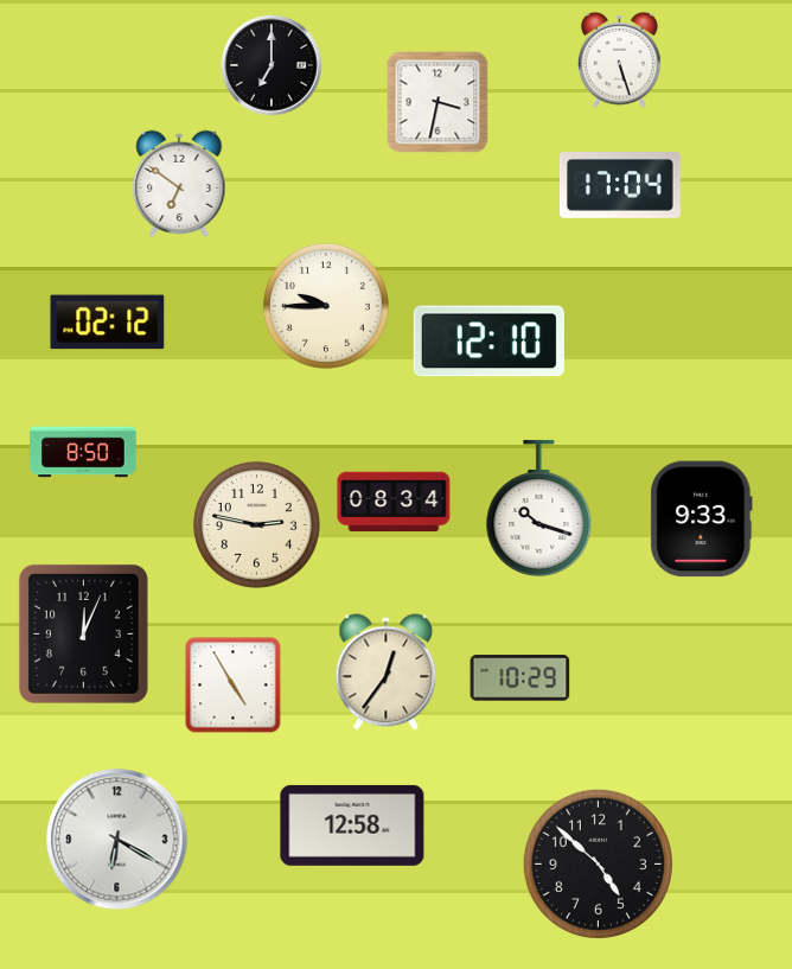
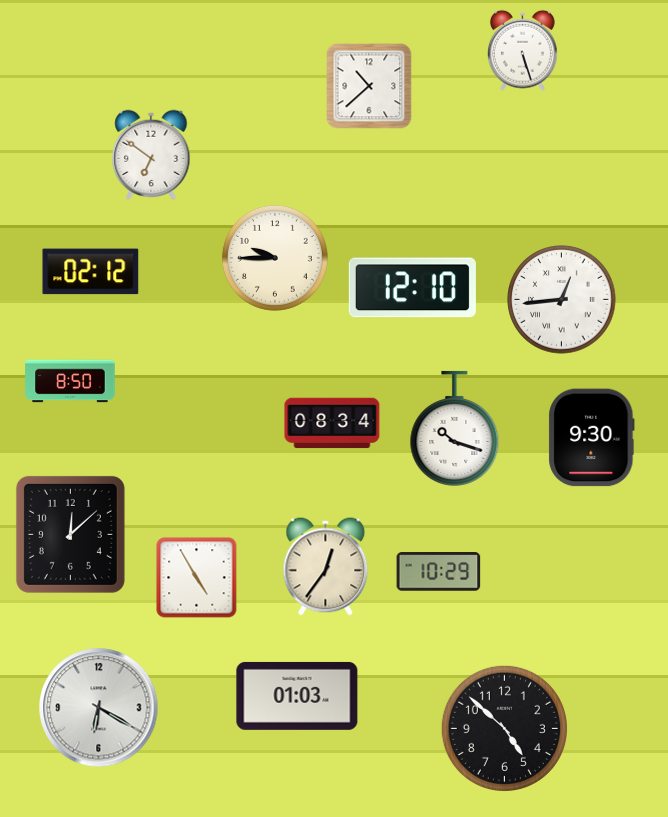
clock at (272, 65): 7:00 -> none
clock at (437, 102): 3:32 -> 10:38
clock at (620, 186): 17:04 -> none
clock at (562, 300): none -> 12:44
clock at (702, 519): 9:33 -> 9:30
clock at (257, 525): 2:47 -> none
clock at (83, 633): 12:04 -> 12:08
clock at (352, 825): 12:58 -> 01:03
